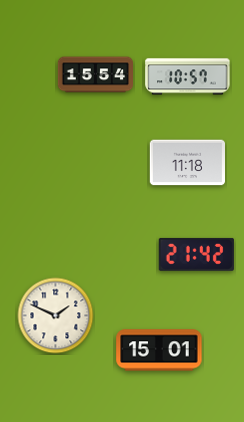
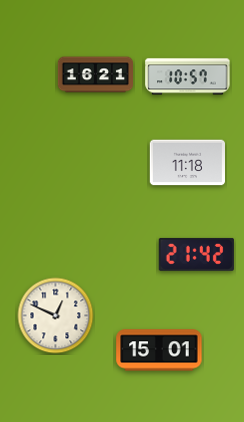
clock at (96, 75): 15:54 -> 16:21
clock at (56, 316): 1:49 -> 12:49
